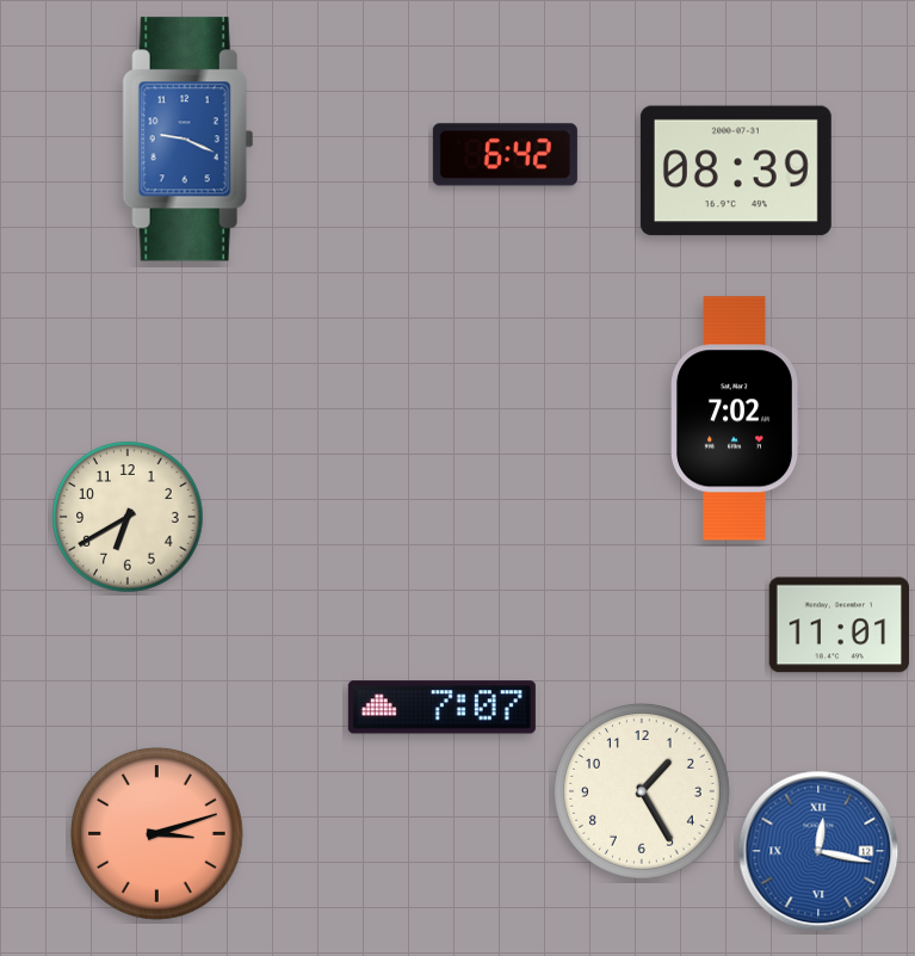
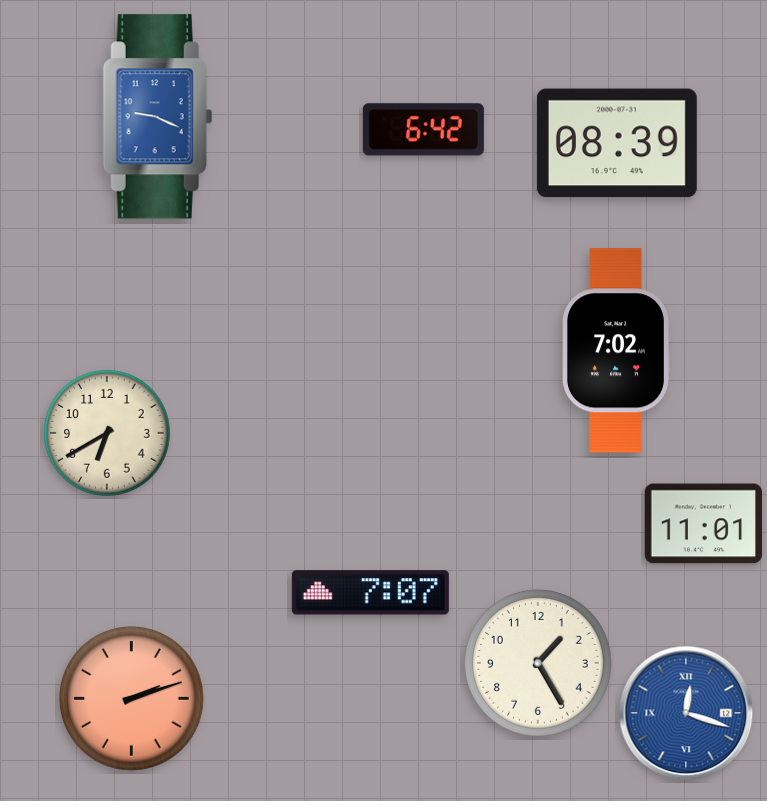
clock at (157, 834): 3:12 -> 2:12
clock at (818, 851): 12:17 -> 12:18
